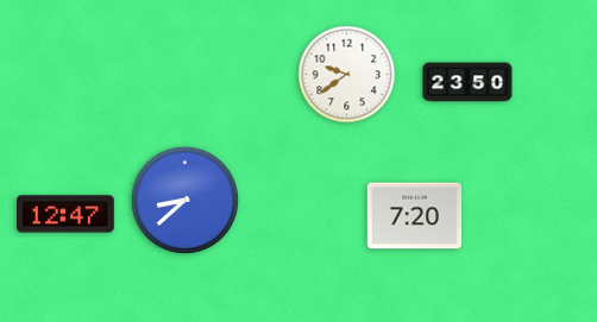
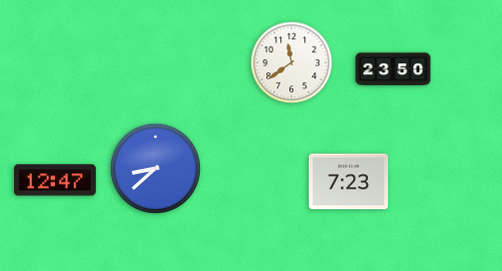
clock at (347, 75): 9:39 -> 11:39
clock at (415, 216): 7:20 -> 7:23
